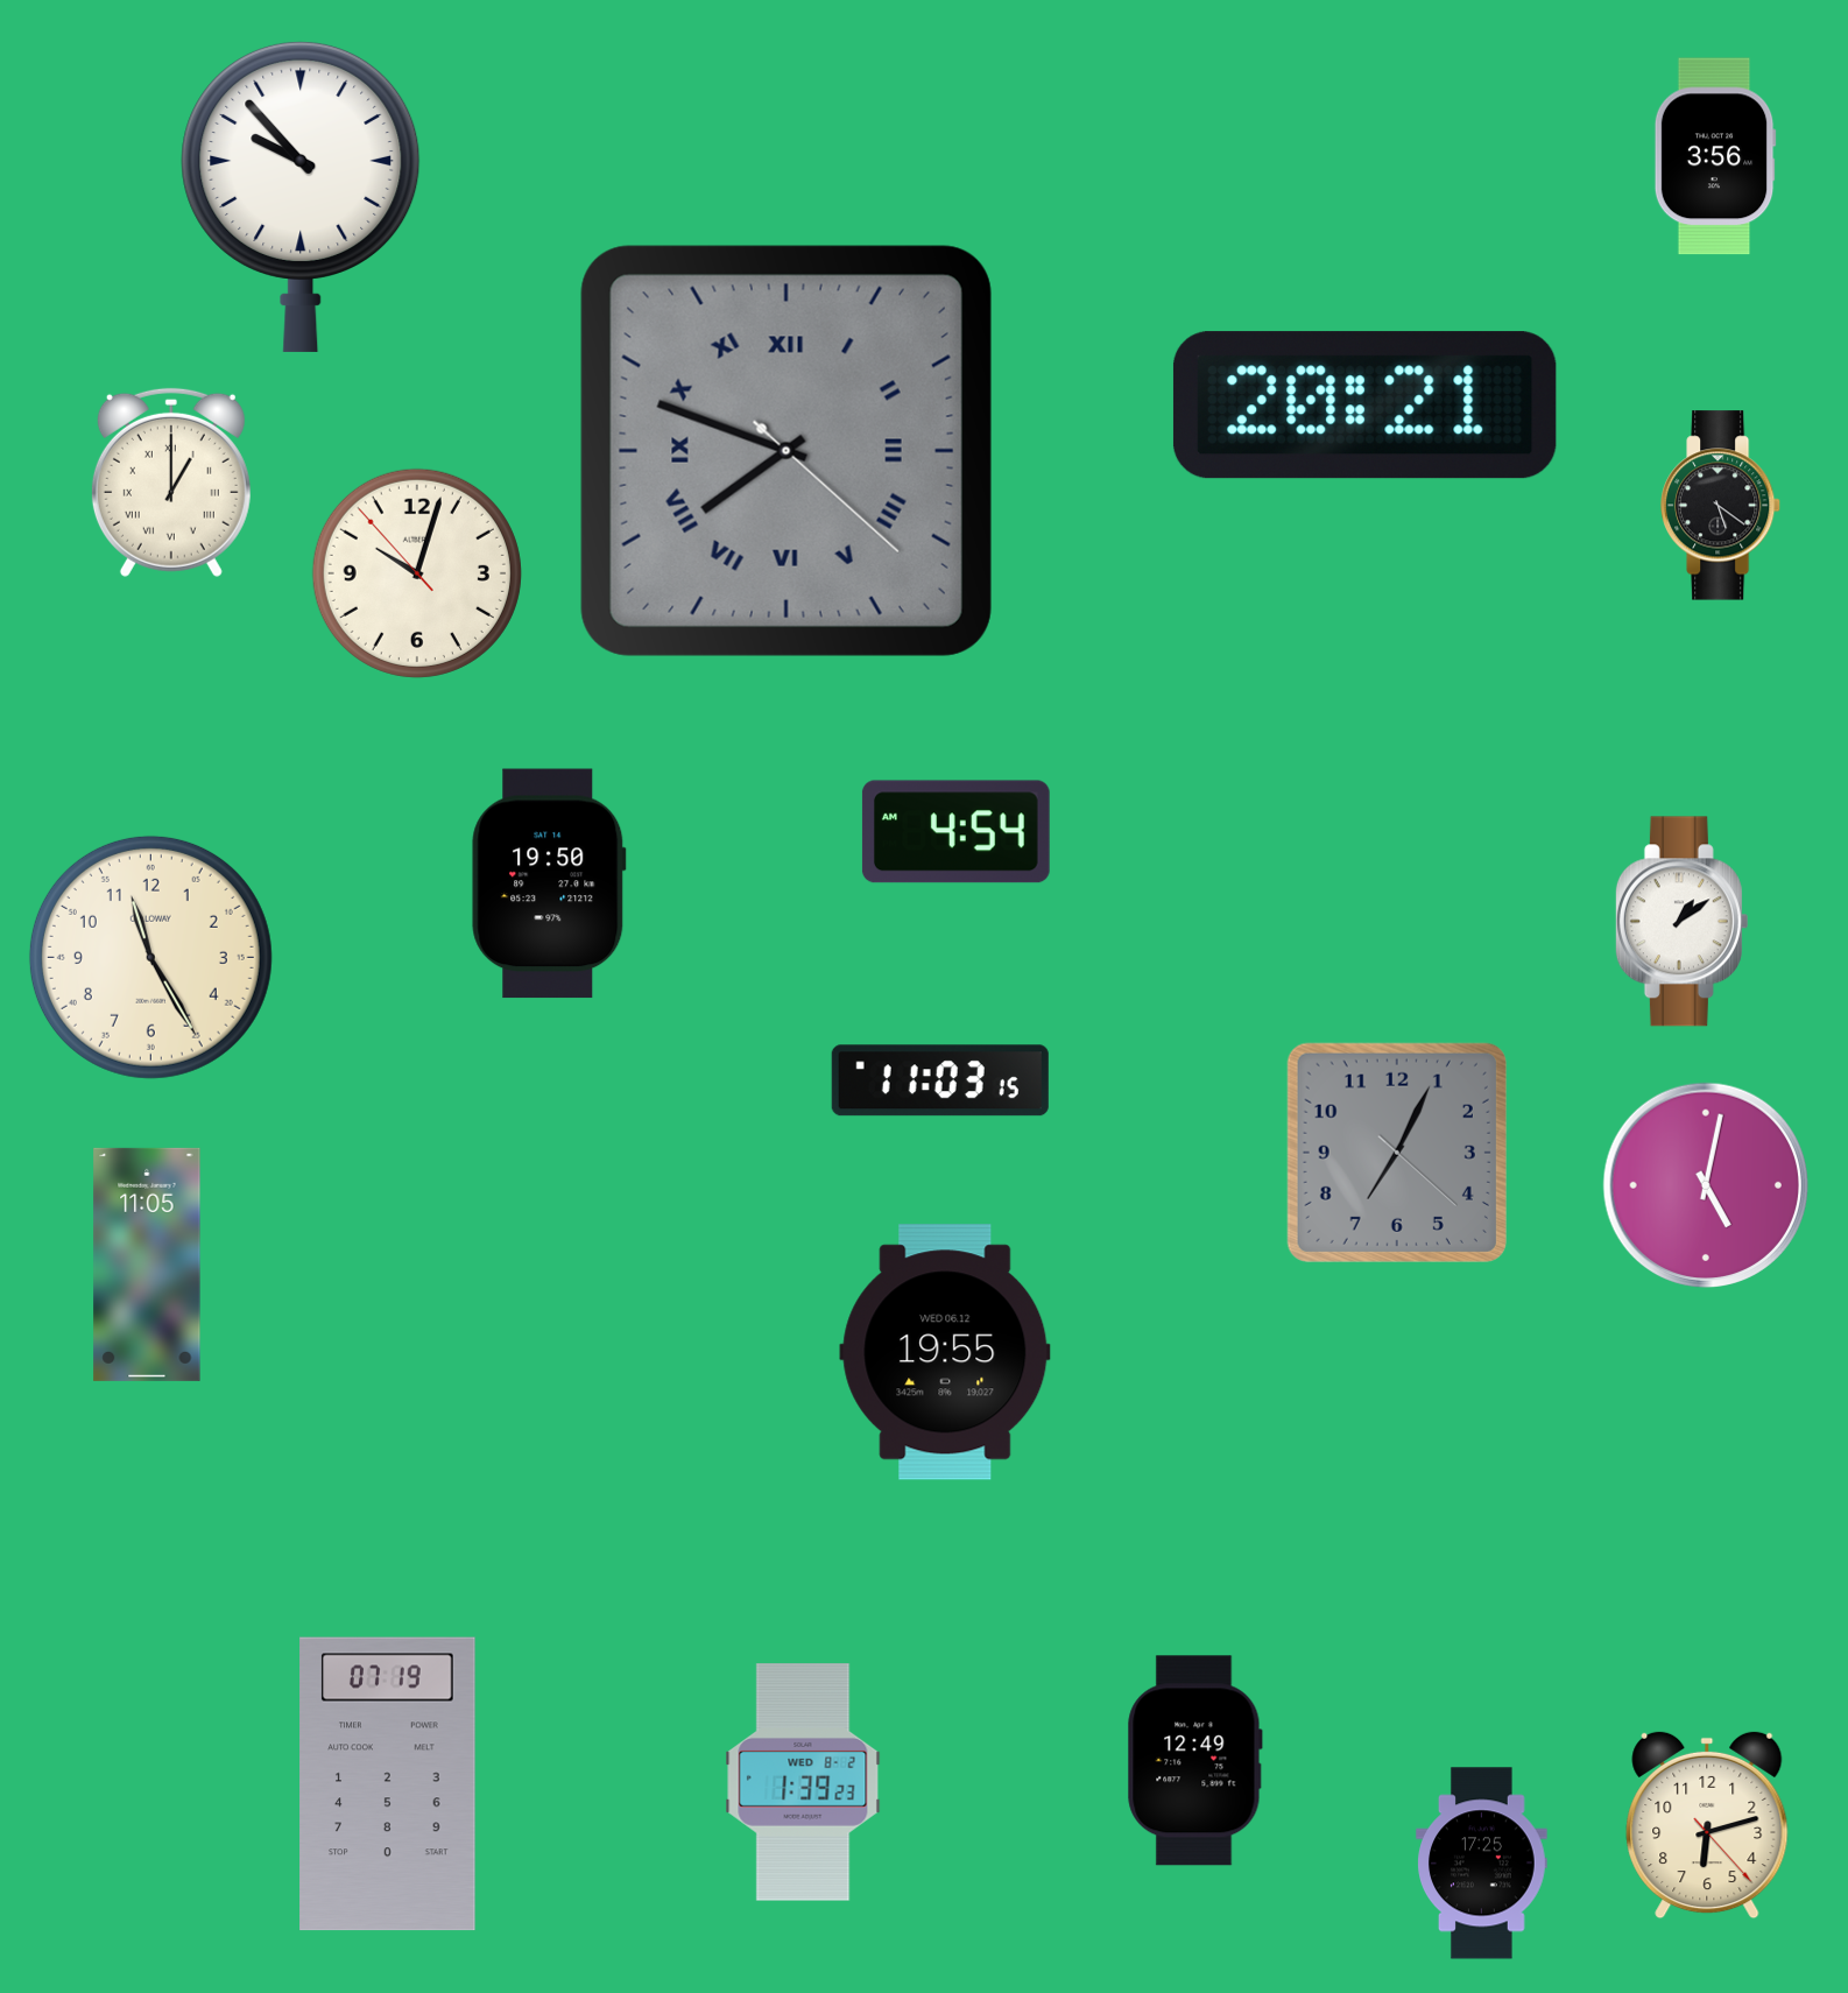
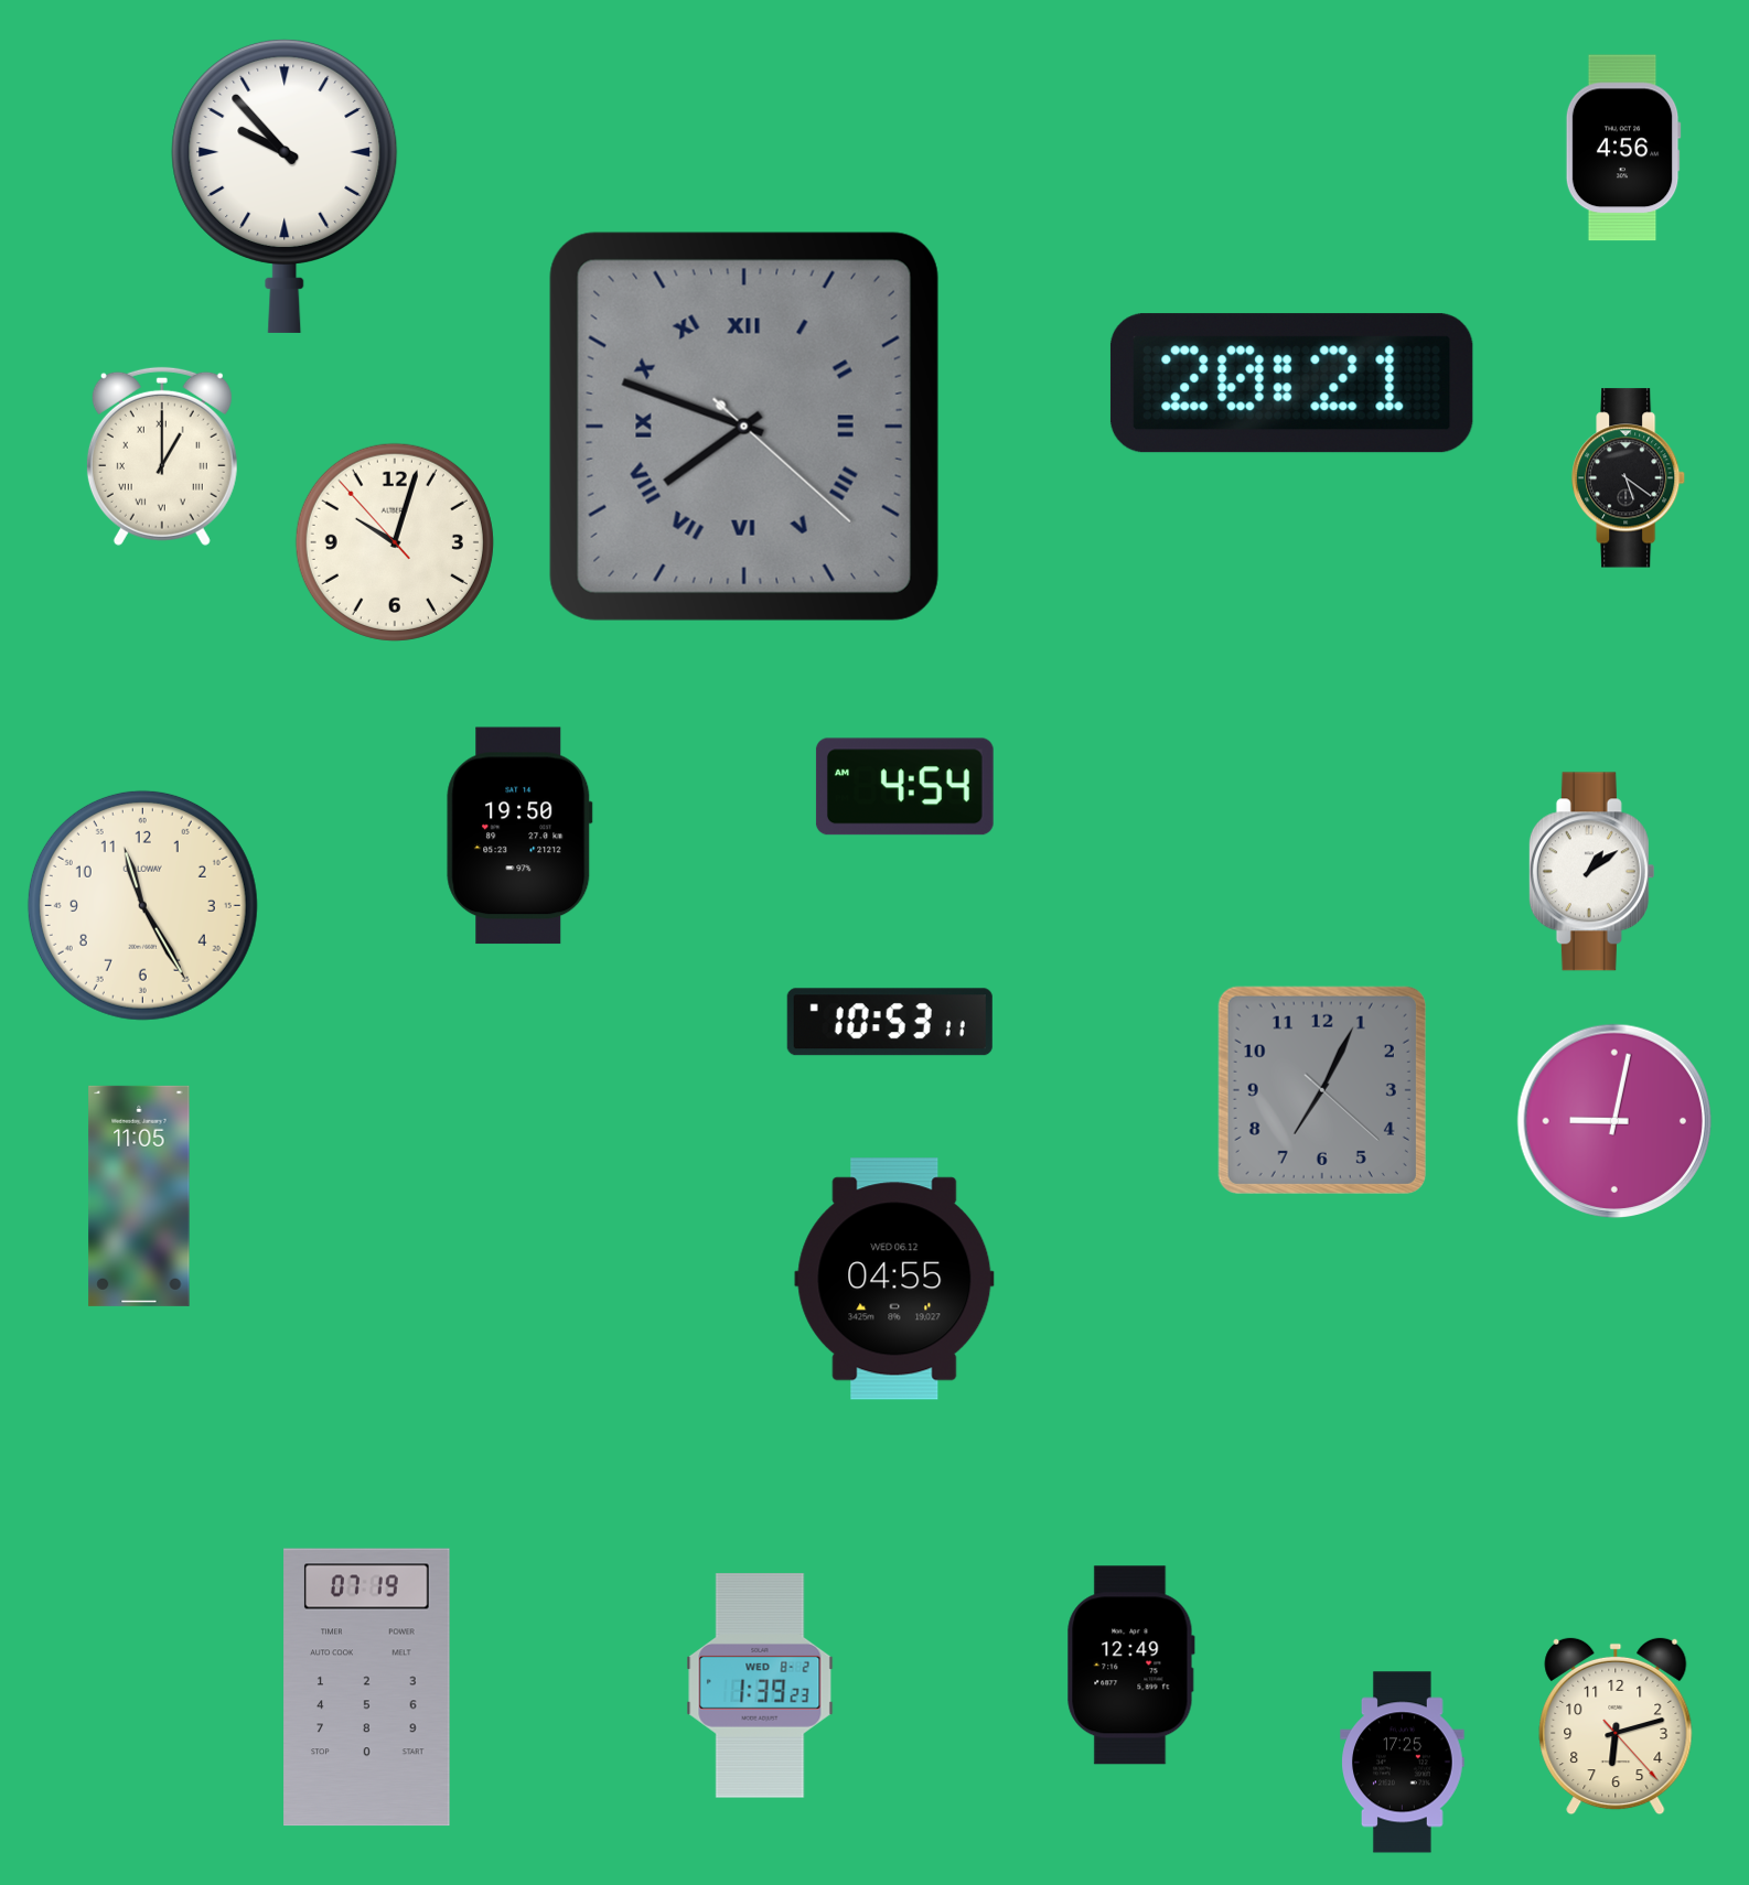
clock at (1715, 156): 3:56 -> 4:56
clock at (940, 1080): 11:03 -> 10:53
clock at (1706, 1185): 5:02 -> 9:02
clock at (945, 1352): 19:55 -> 04:55
